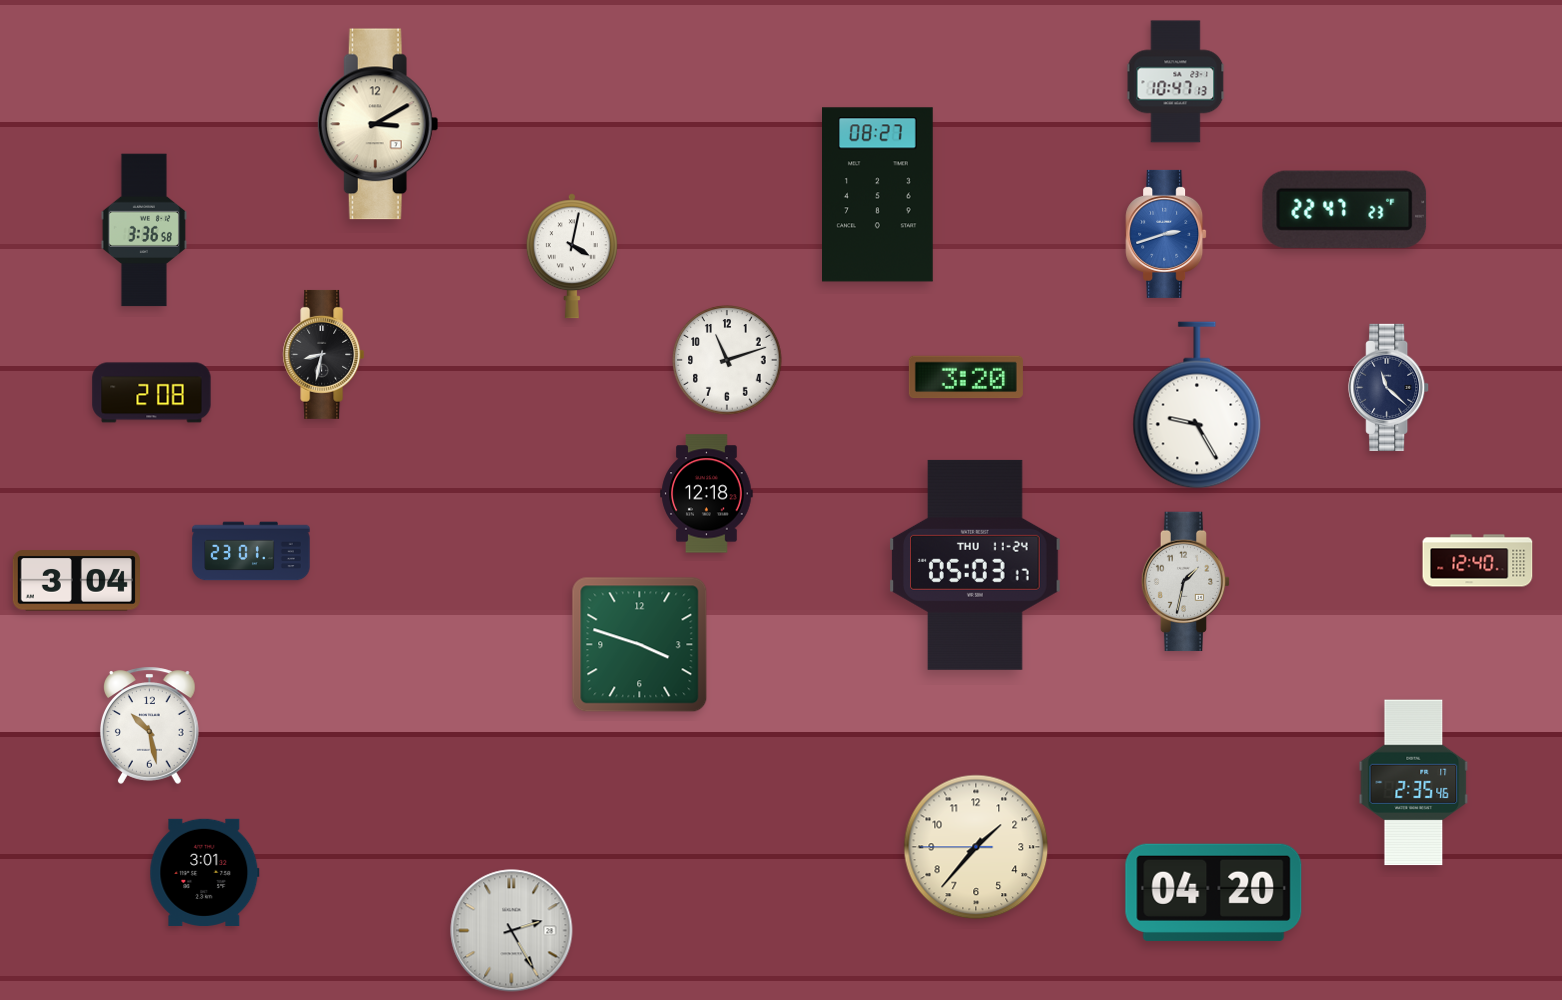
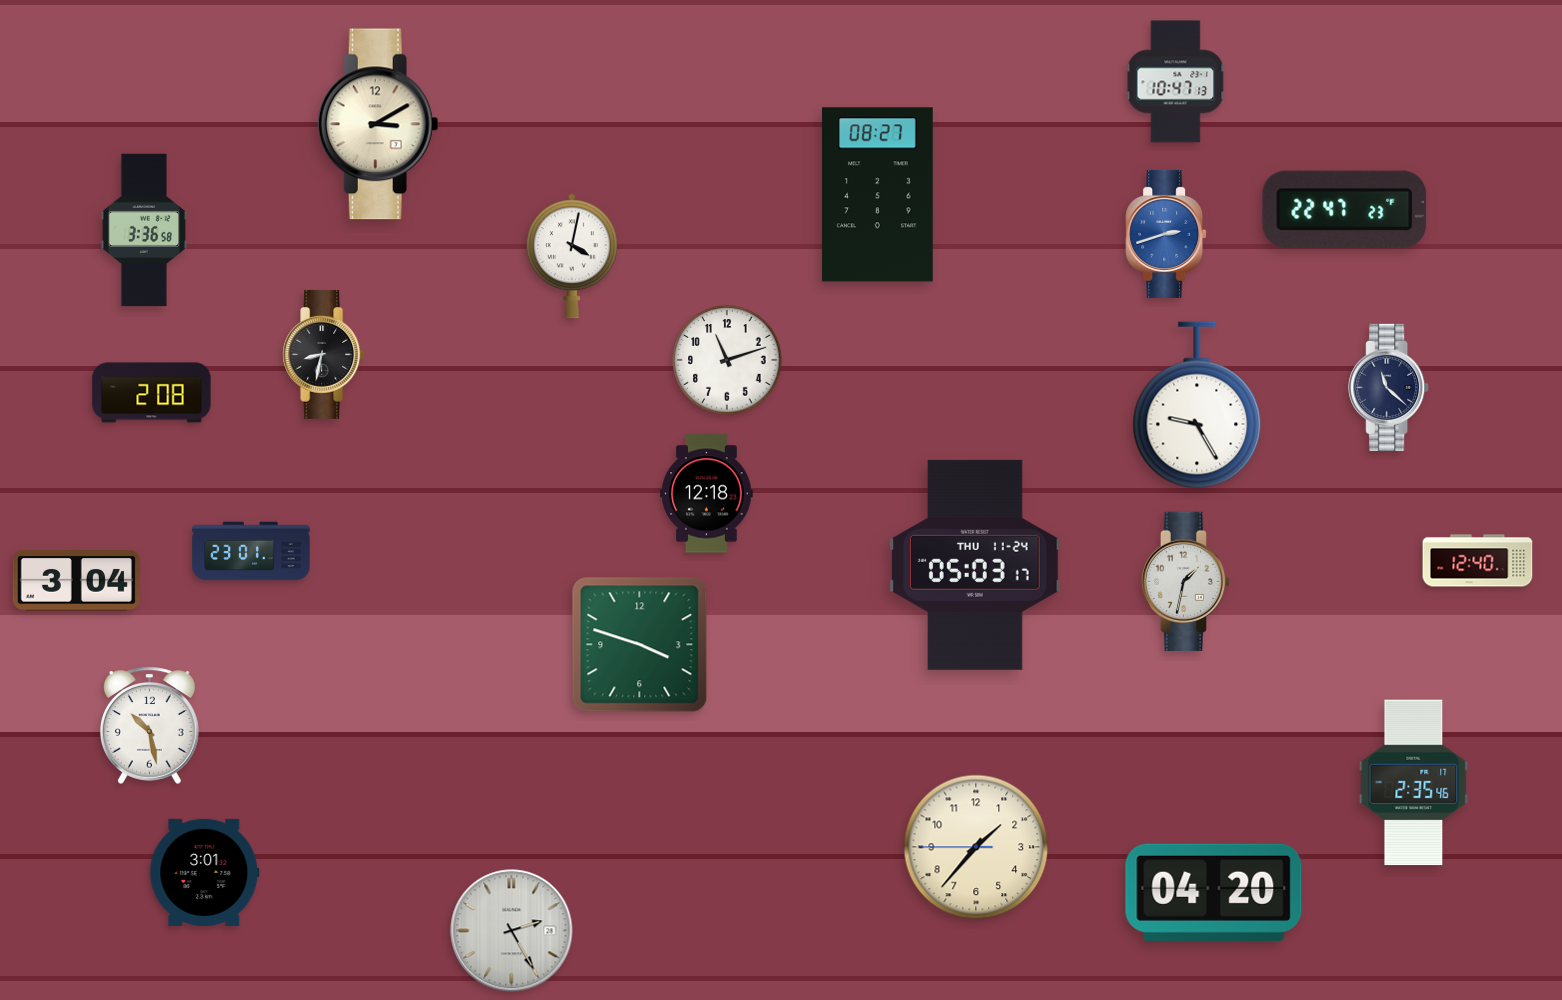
clock at (966, 377): 3:20 -> none
